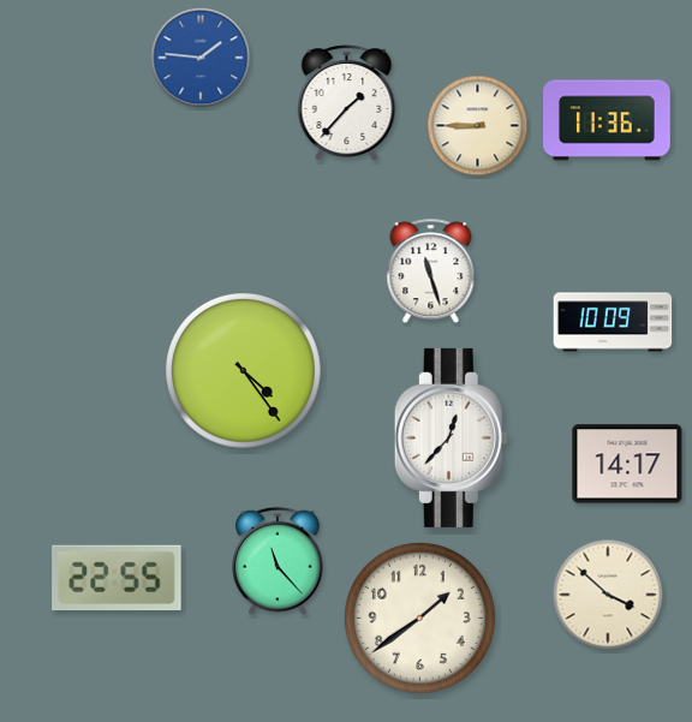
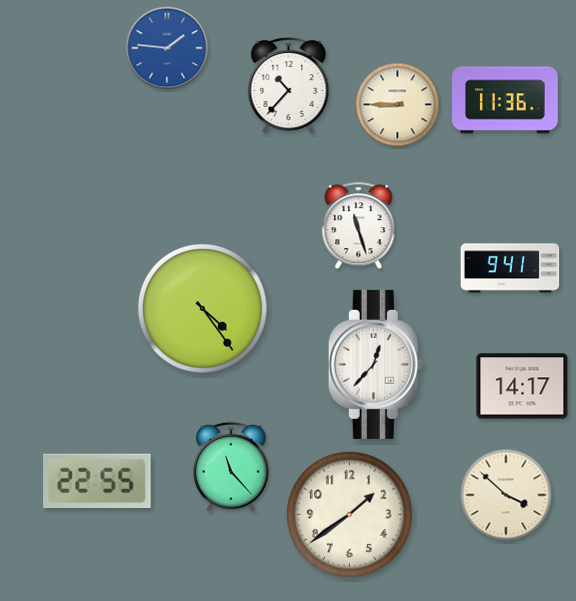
clock at (347, 103): 1:37 -> 10:37
clock at (613, 322): 10:09 -> 9:41
